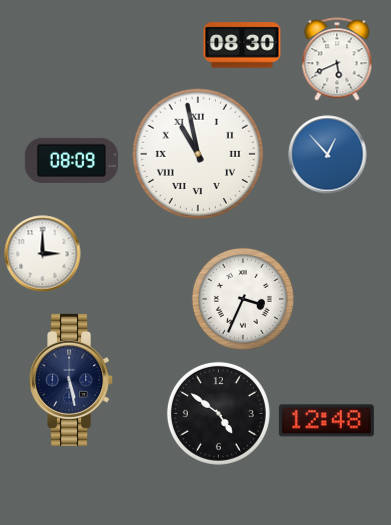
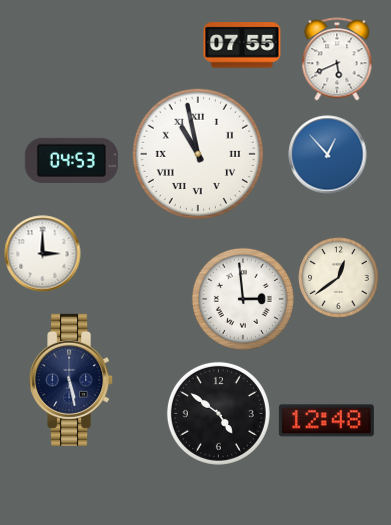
clock at (242, 45): 08:30 -> 07:55
clock at (71, 160): 08:09 -> 04:53
clock at (339, 278): none -> 12:39
clock at (243, 299): 3:34 -> 2:59
